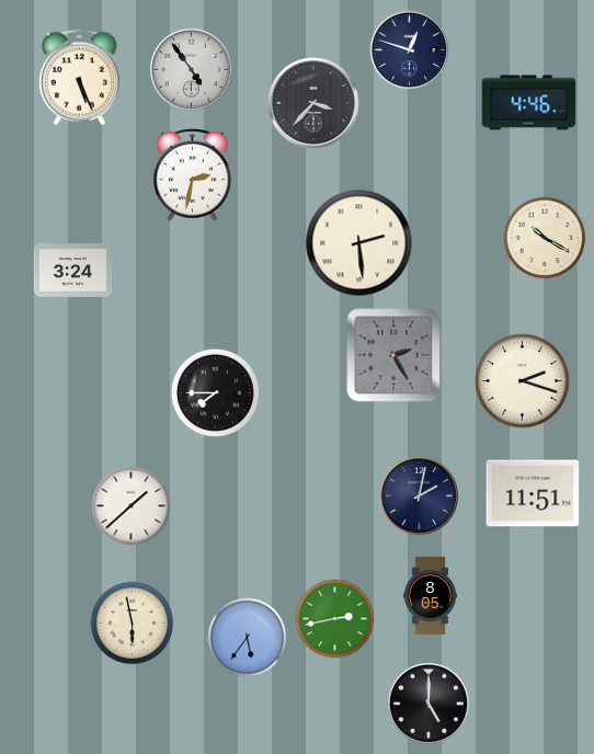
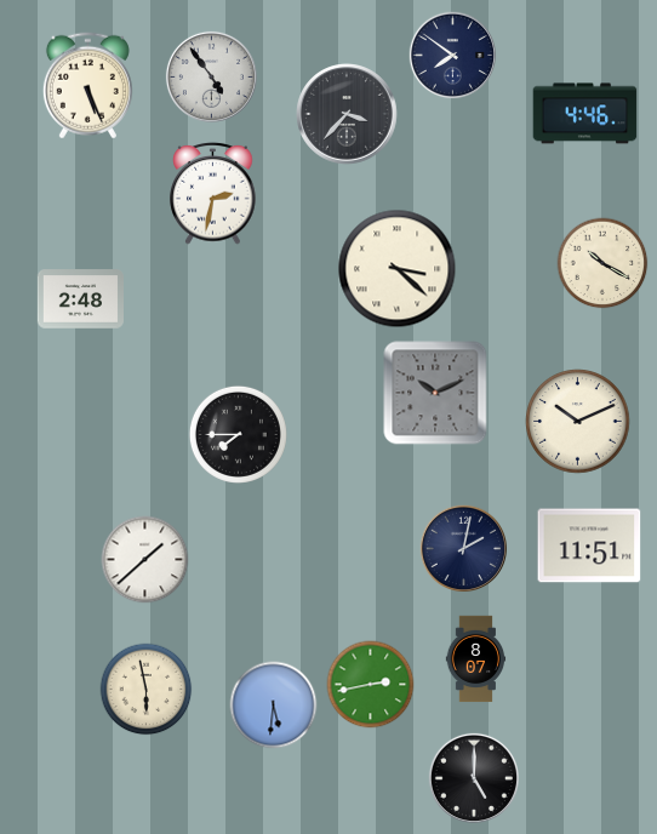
clock at (410, 50): 12:48 -> 7:51
clock at (359, 243): 2:29 -> 3:22
clock at (72, 271): 3:24 -> 2:48
clock at (393, 355): 2:25 -> 10:11
clock at (523, 381): 2:18 -> 10:11
clock at (431, 596): 8:05 -> 8:07
clock at (248, 638): 5:36 -> 5:31
